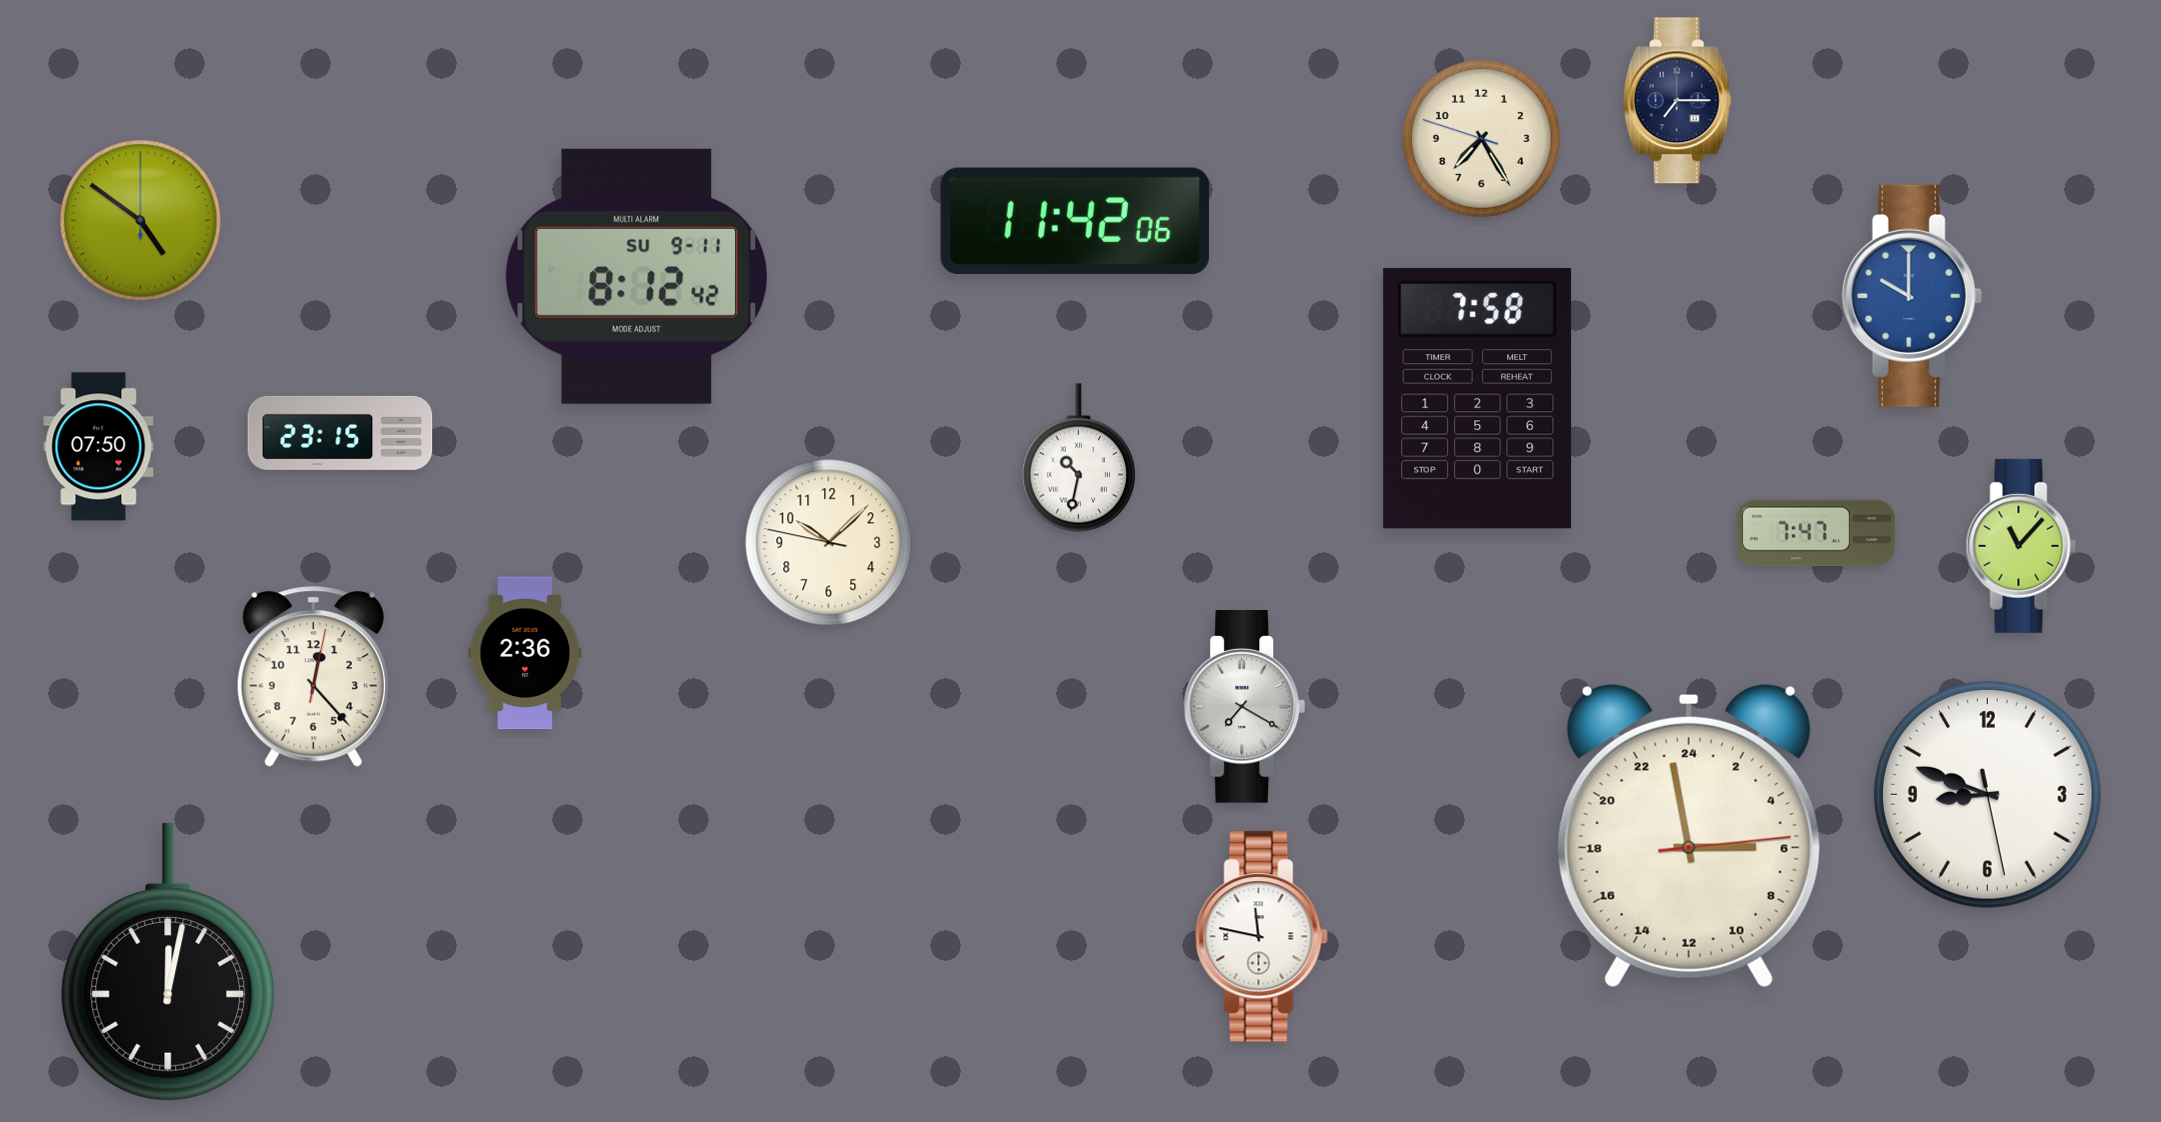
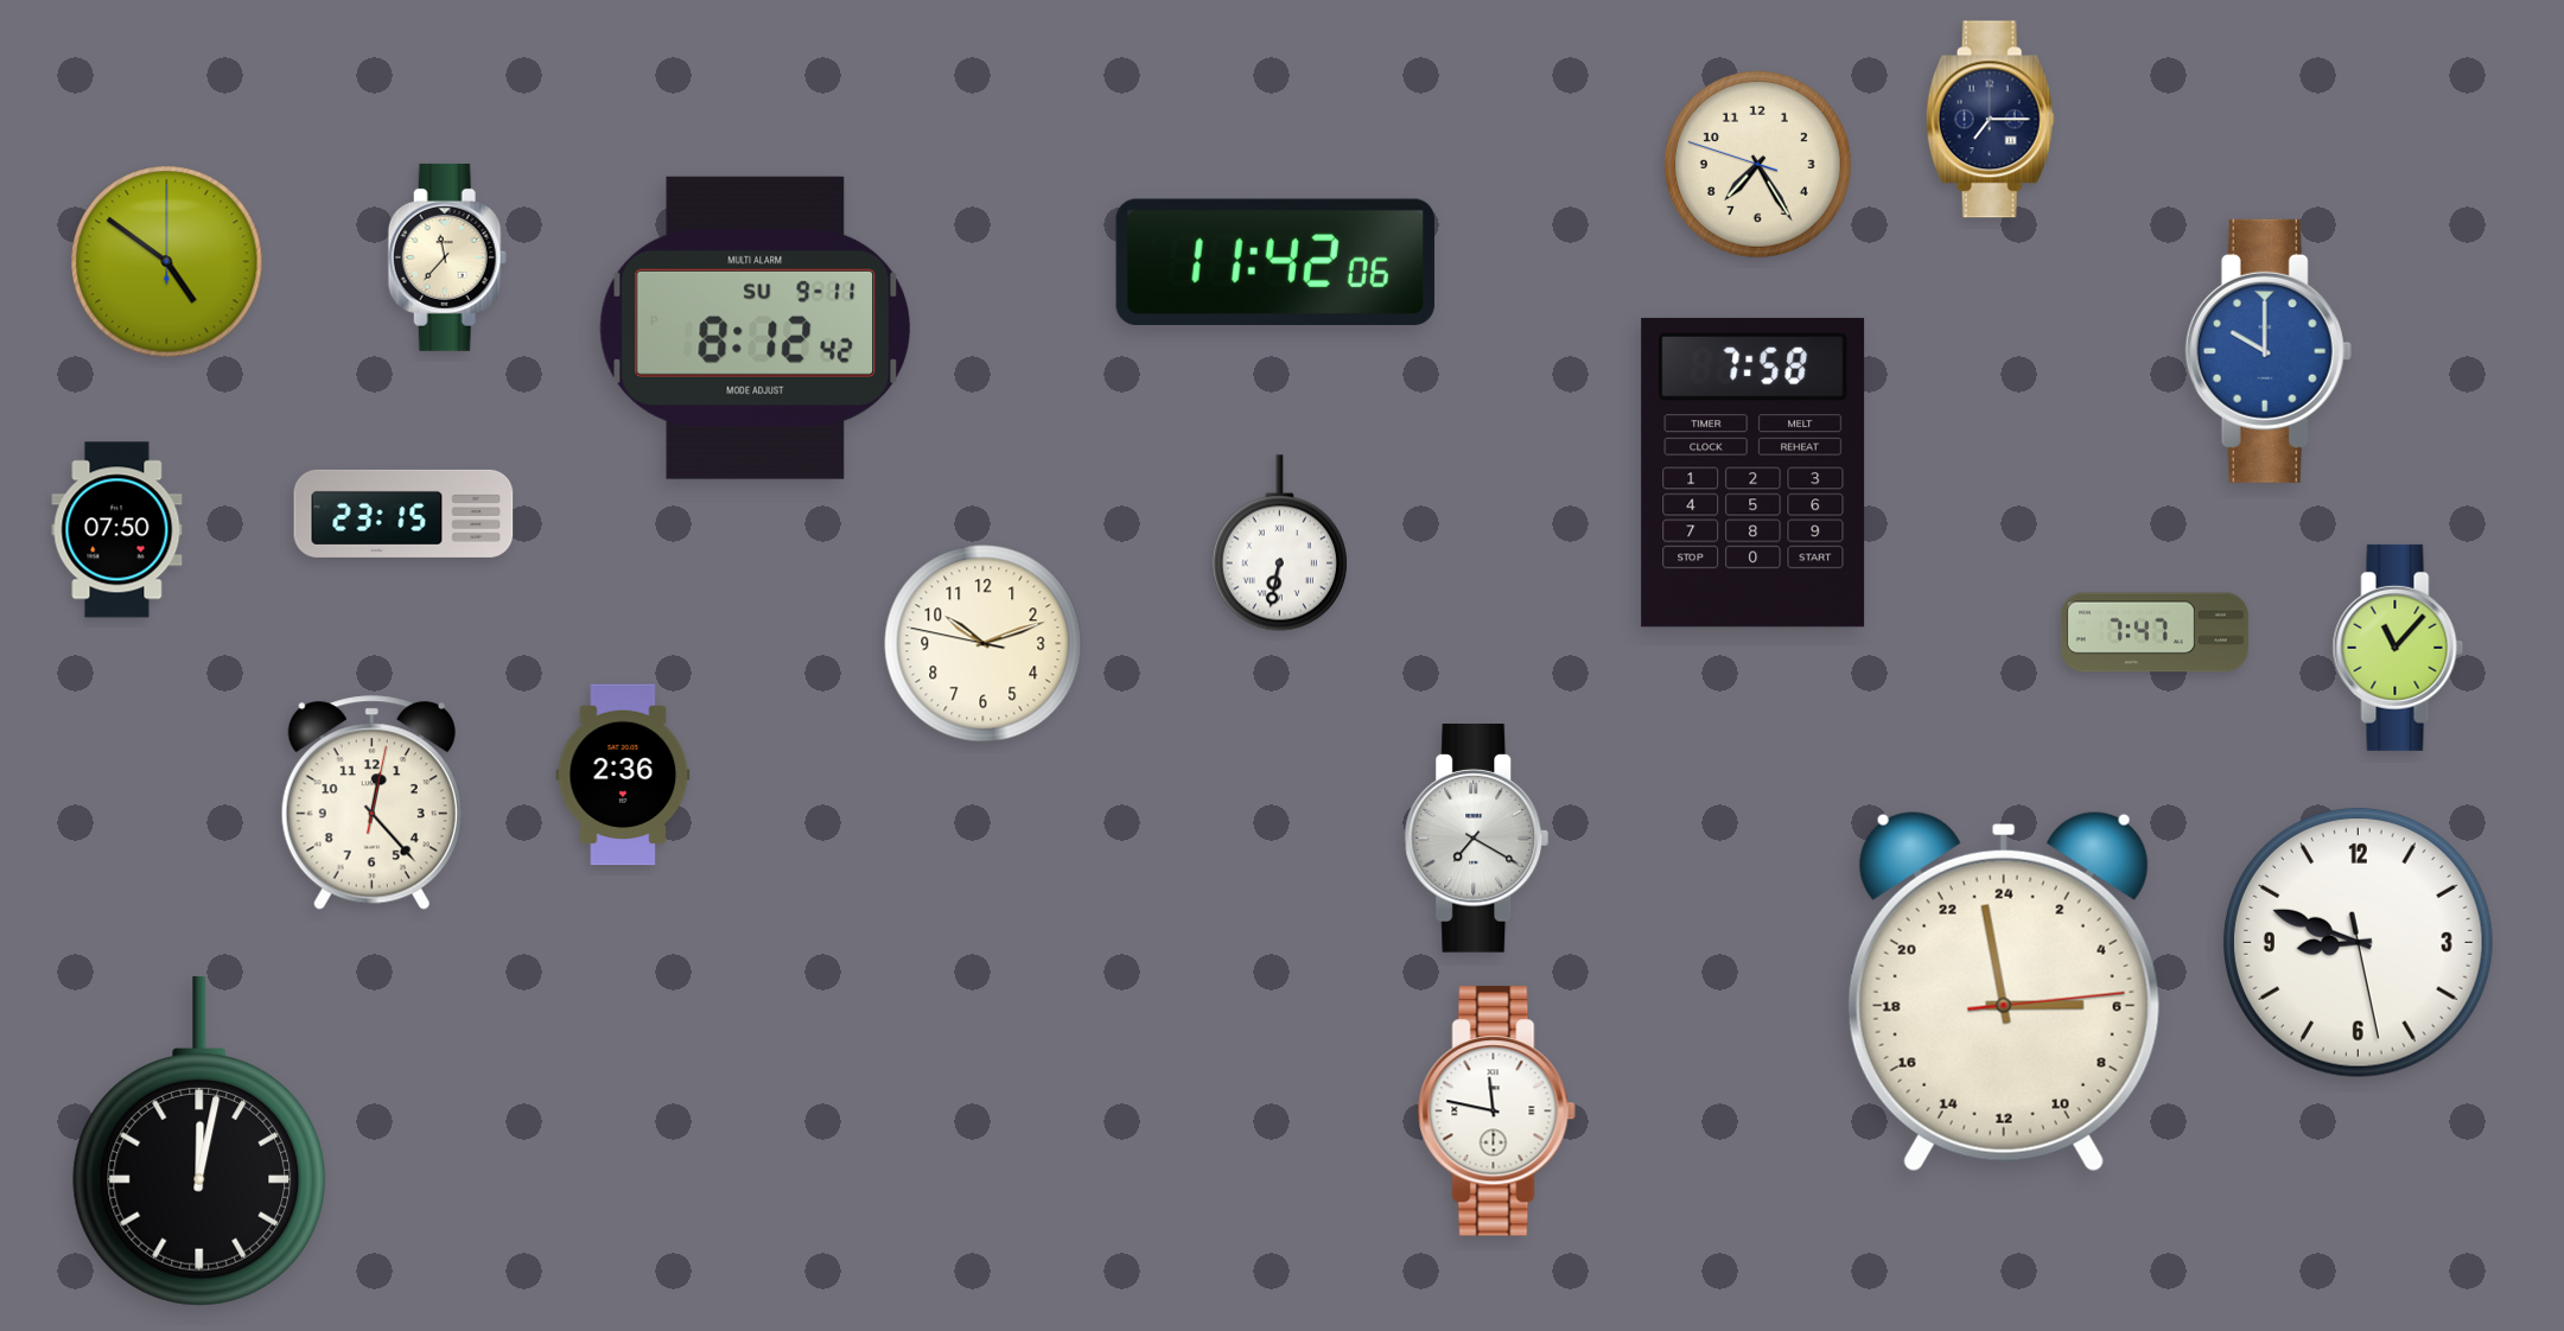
clock at (447, 257): none -> 11:37
clock at (1078, 458): 10:32 -> 6:32
clock at (829, 543): 10:07 -> 10:11
